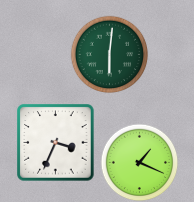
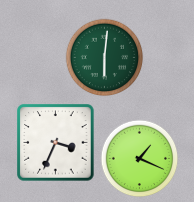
clock at (109, 54) position: (109, 54) -> (104, 57)
clock at (139, 162) position: (139, 162) -> (139, 158)
